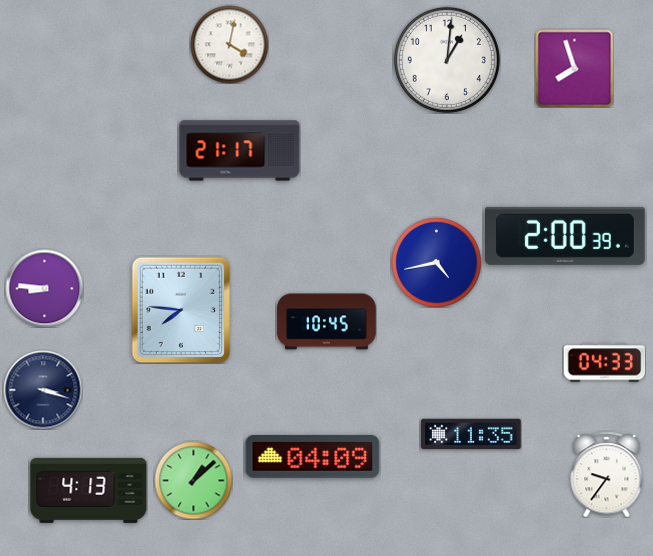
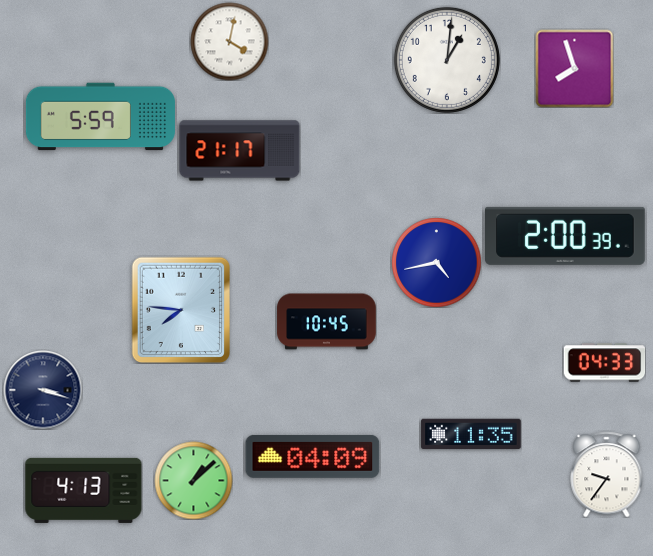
clock at (229, 44) position: (229, 44) -> (229, 41)
clock at (100, 117): none -> 5:59
clock at (44, 288): 8:46 -> none
clock at (89, 490) position: (89, 490) -> (84, 490)
